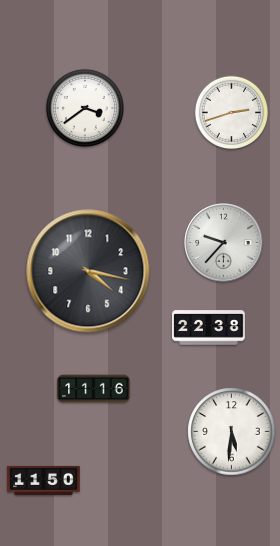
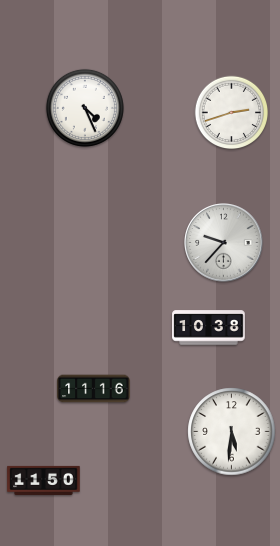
clock at (85, 108): 3:39 -> 4:26
clock at (88, 271): 4:17 -> none
clock at (209, 328): 22:38 -> 10:38
